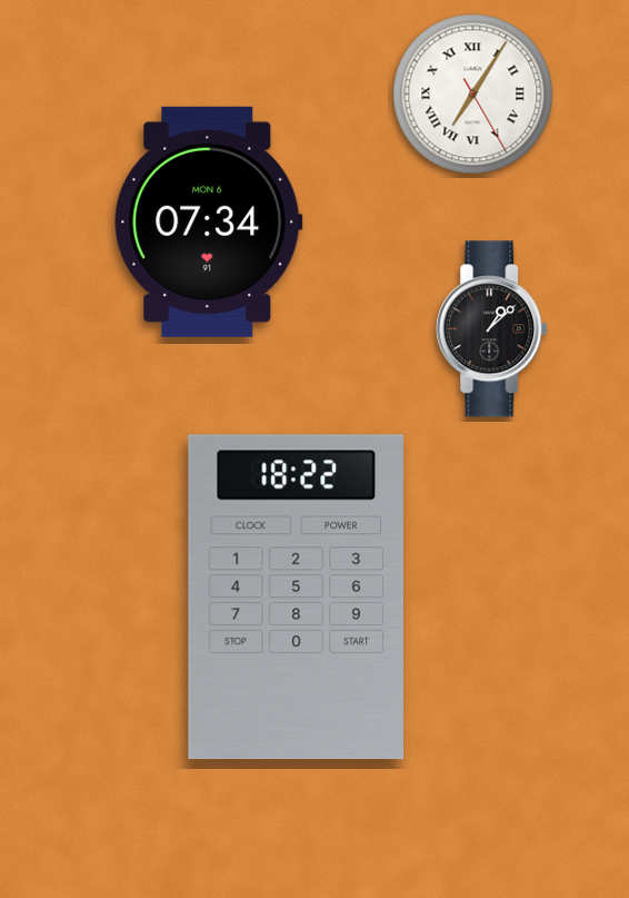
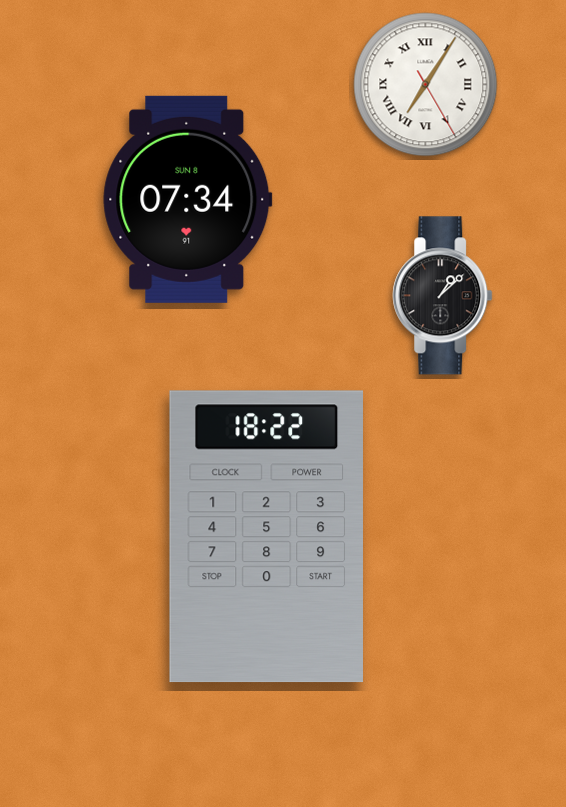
clock at (209, 221) date: MON 6 -> SUN 8
